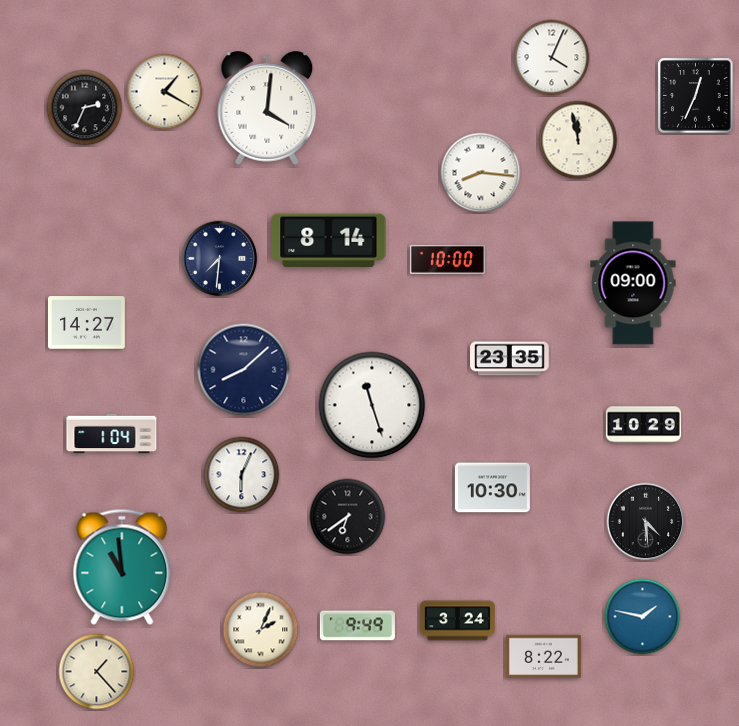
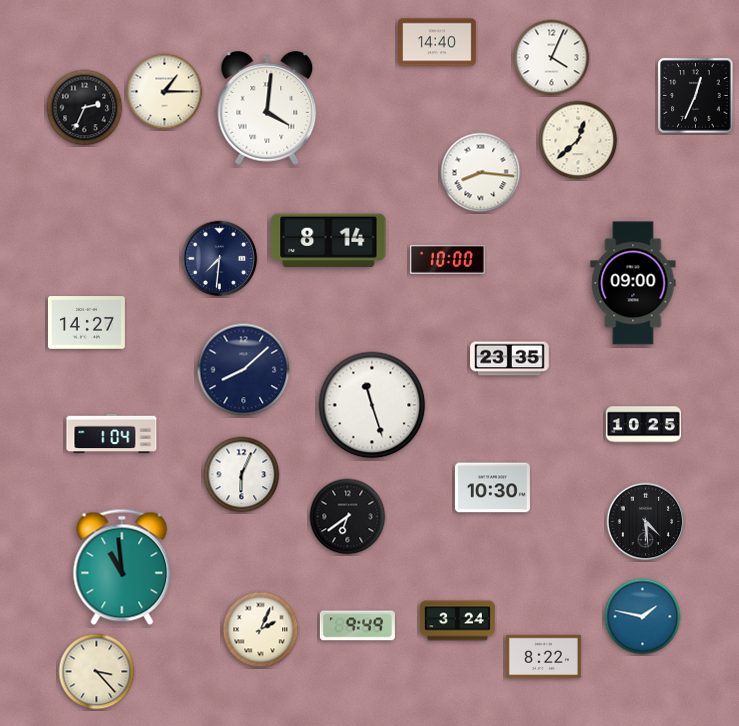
clock at (438, 42): none -> 14:40
clock at (165, 92): 1:20 -> 1:15
clock at (578, 140): 11:58 -> 12:38
clock at (643, 425): 10:29 -> 10:25
clock at (97, 672): 1:23 -> 3:23
